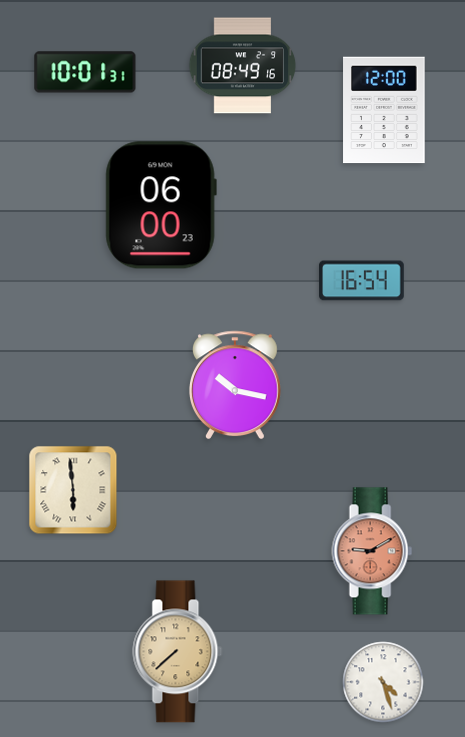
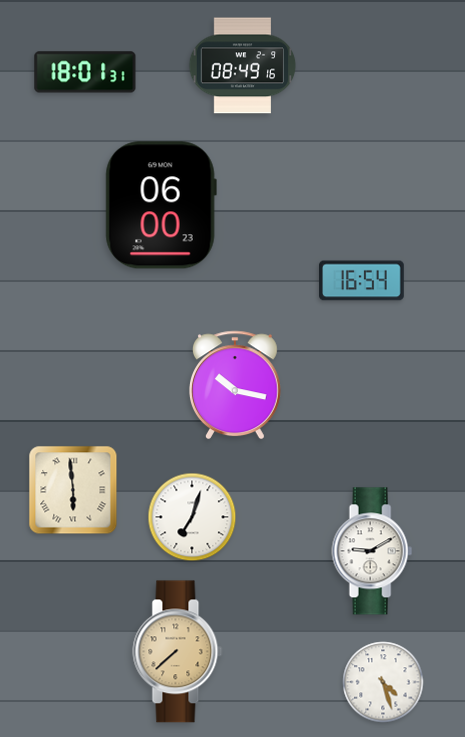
clock at (85, 72): 10:01 -> 18:01
clock at (384, 110): 12:00 -> none
clock at (192, 517): none -> 7:03
clock at (372, 551) dial: salmon -> white
